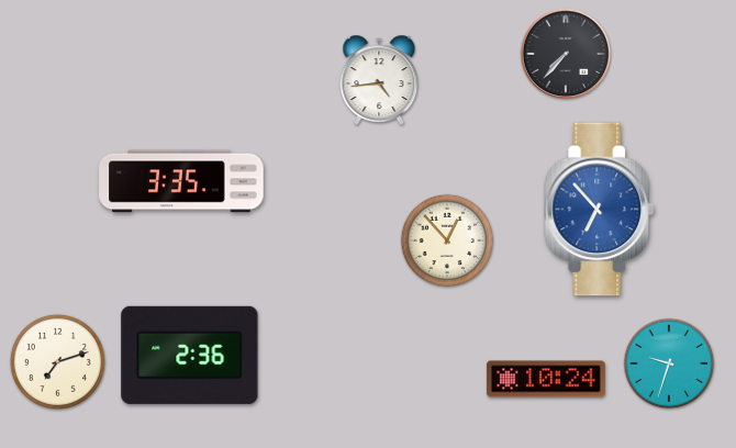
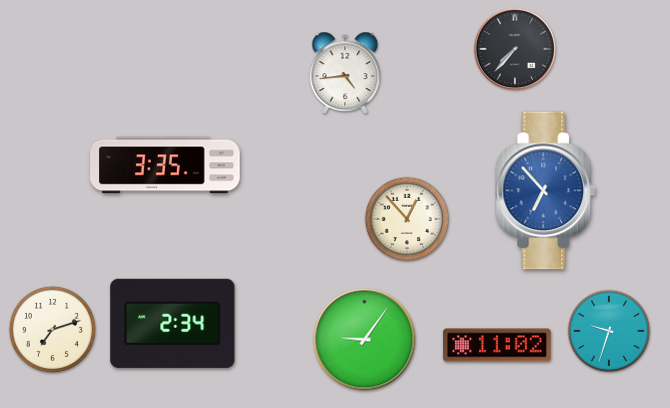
clock at (190, 355): 2:36 -> 2:34
clock at (365, 340): none -> 9:06
clock at (546, 379): 10:24 -> 11:02
